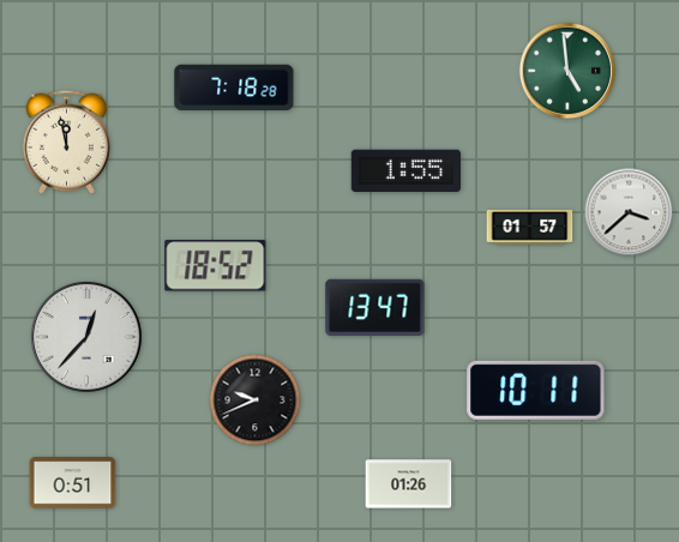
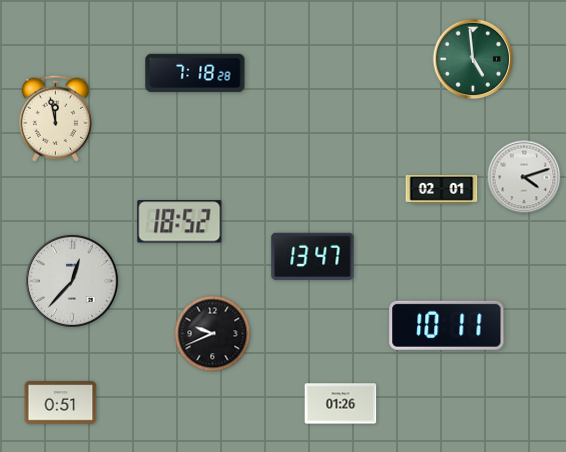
clock at (405, 171): 1:55 -> none
clock at (629, 212): 3:38 -> 4:12
clock at (530, 227): 01:57 -> 02:01
